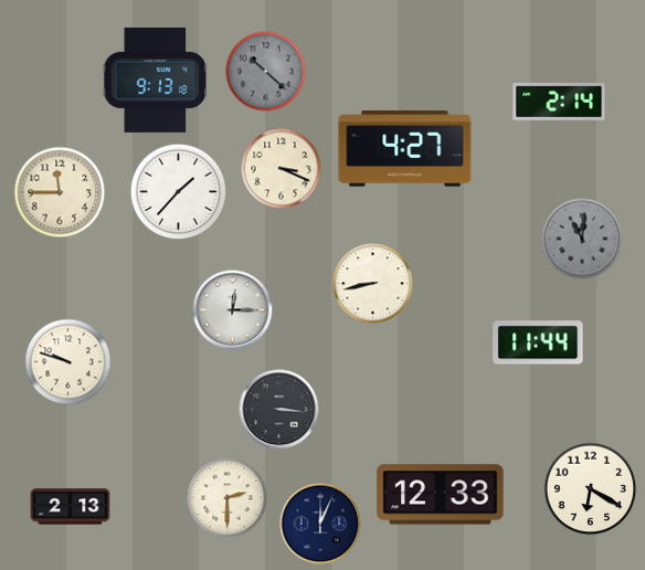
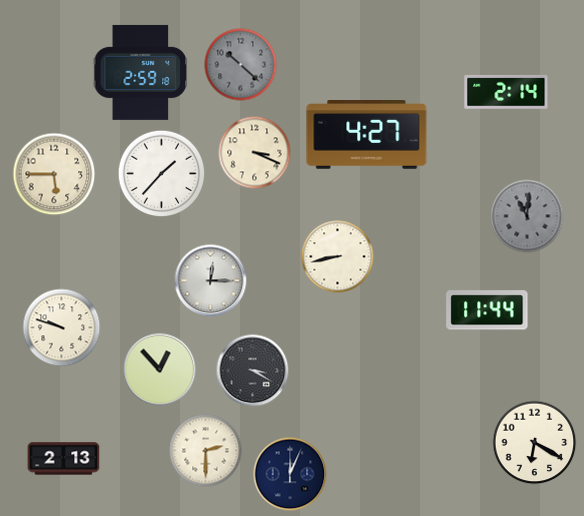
clock at (156, 80): 9:13 -> 2:59
clock at (60, 192): 11:45 -> 5:45
clock at (160, 370): none -> 12:53
clock at (279, 410): 3:16 -> 3:20
clock at (441, 495): 12:33 -> none
